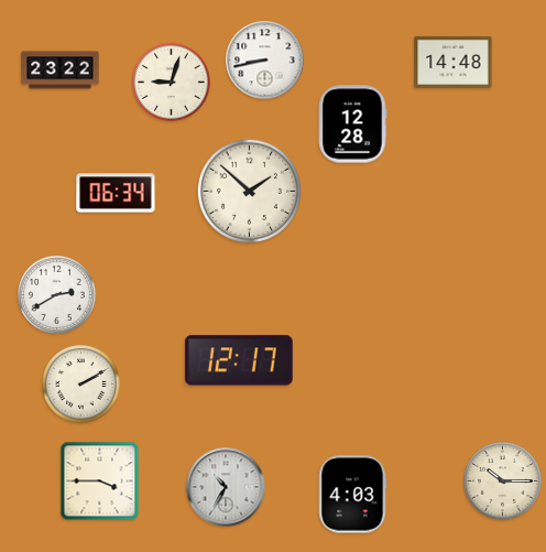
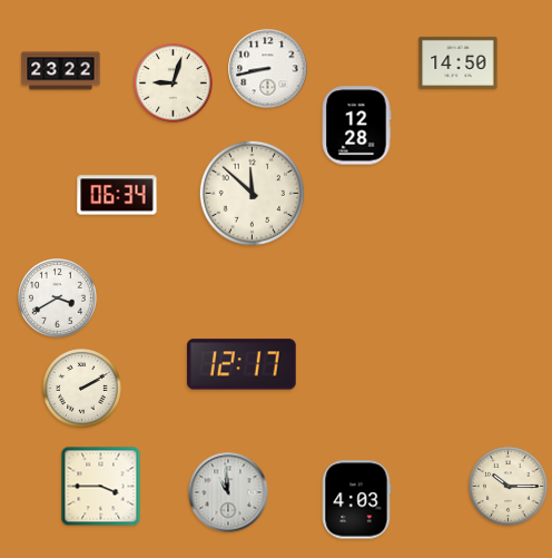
clock at (265, 61) position: (265, 61) -> (268, 69)
clock at (454, 62): 14:48 -> 14:50
clock at (249, 191): 1:52 -> 11:52
clock at (57, 295): 2:40 -> 3:40
clock at (226, 487): 10:35 -> 10:59
